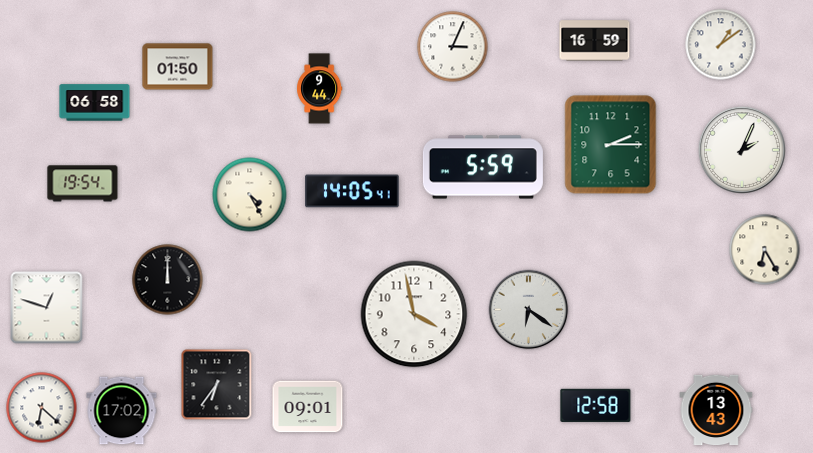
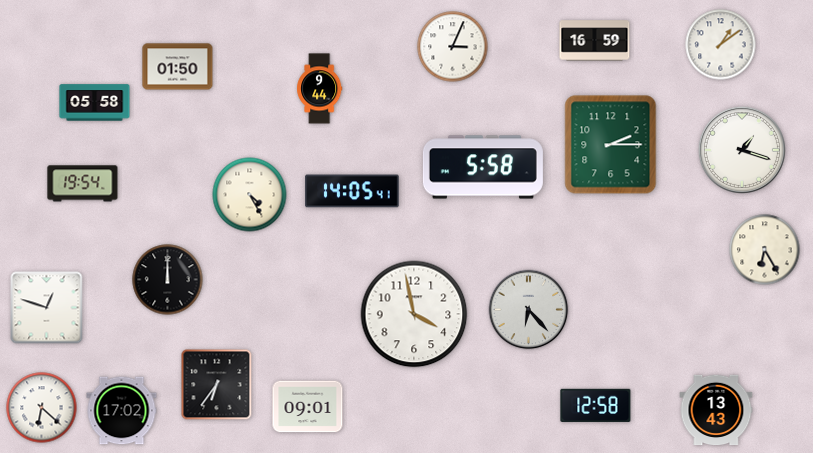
clock at (95, 103): 06:58 -> 05:58
clock at (742, 150): 2:04 -> 1:18
clock at (483, 167): 5:59 -> 5:58
clock at (529, 310): 6:21 -> 6:23
